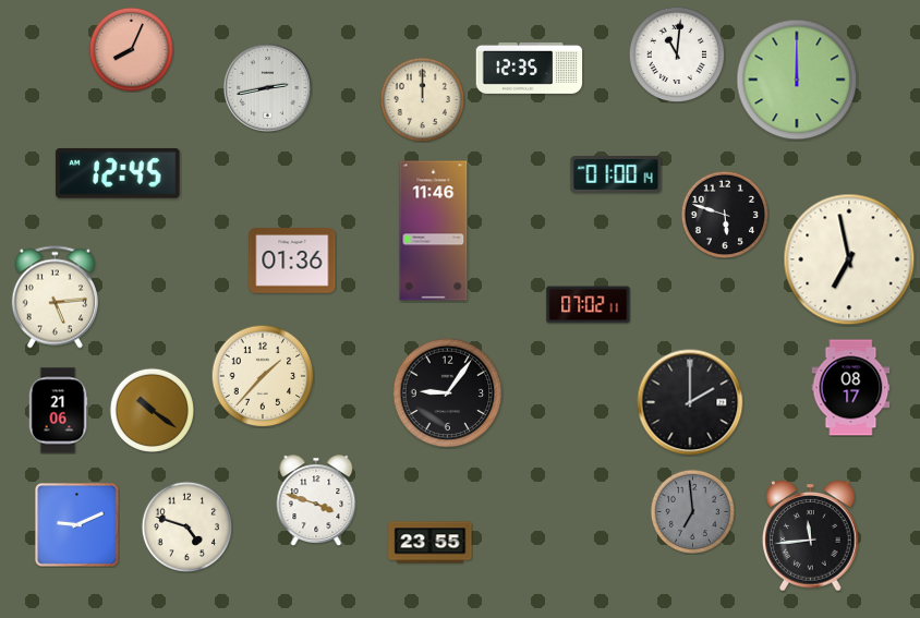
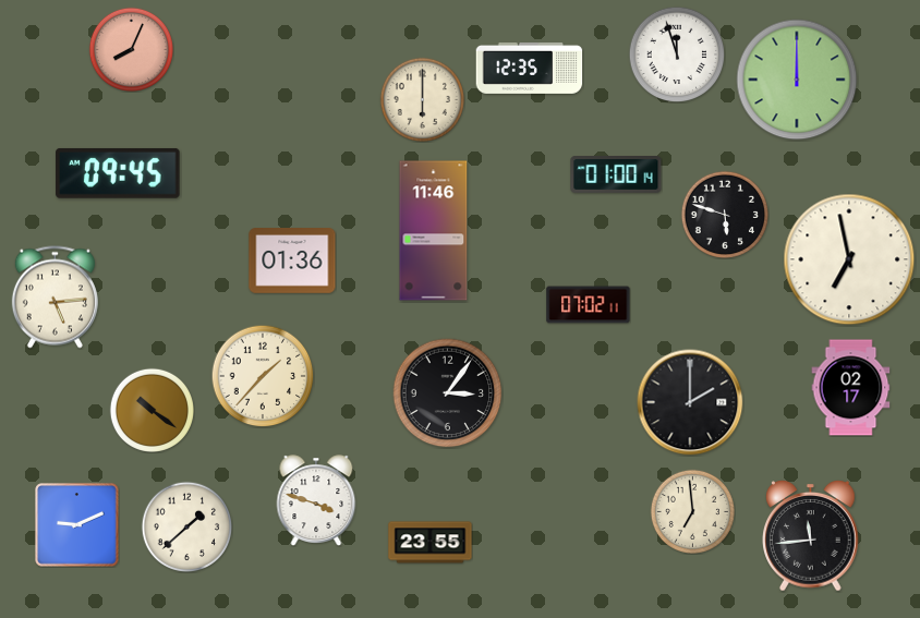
clock at (677, 54): 11:01 -> 11:57
clock at (267, 87): 2:43 -> none
clock at (422, 99): 12:00 -> 6:00
clock at (118, 173): 12:45 -> 09:45
clock at (851, 388): 08:17 -> 02:17
clock at (448, 393): 9:06 -> 3:06
clock at (58, 411): 21:06 -> none
clock at (692, 511) dial: grey -> cream
clock at (186, 526): 4:48 -> 1:38
